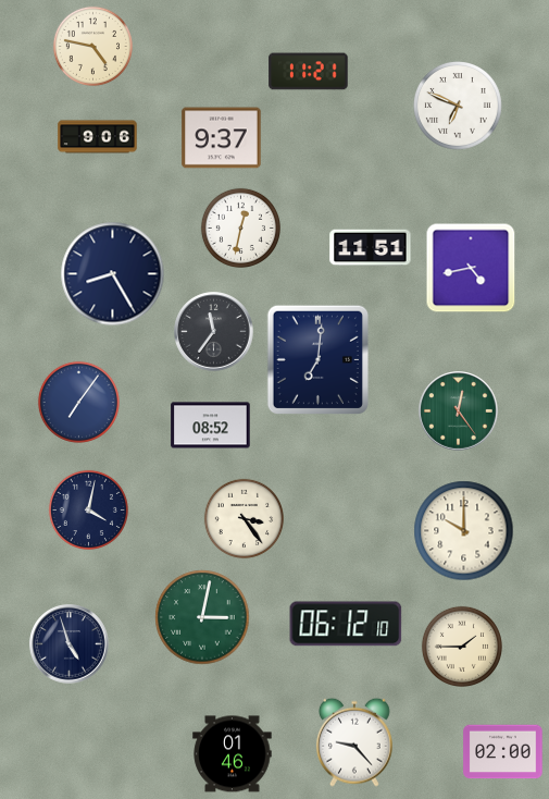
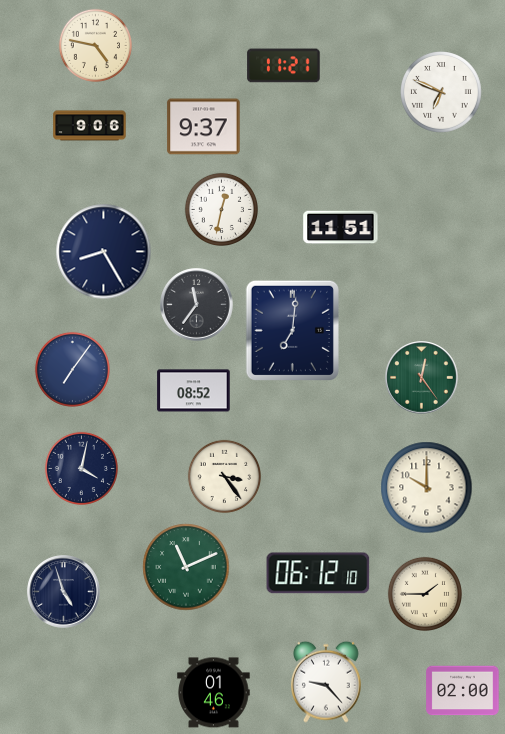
clock at (92, 46) position: (92, 46) -> (95, 45)
clock at (459, 107) position: (459, 107) -> (442, 93)
clock at (471, 268): 4:43 -> none
clock at (202, 617): 3:02 -> 11:11
